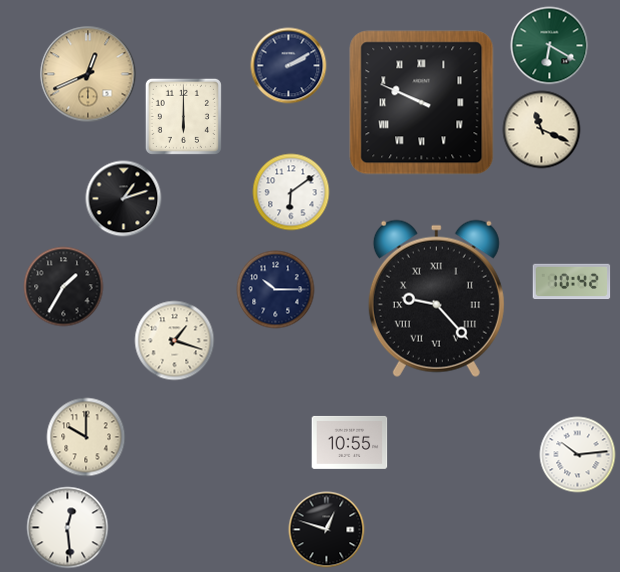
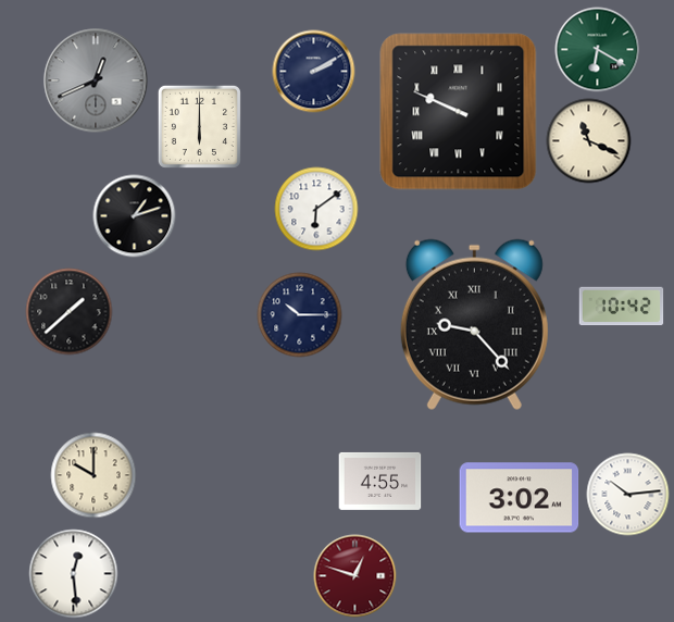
clock at (88, 74) dial: champagne -> grey
clock at (64, 287): 1:35 -> 1:38
clock at (175, 341): 1:18 -> none
clock at (350, 442): 10:55 -> 4:55
clock at (520, 498): none -> 3:02
clock at (327, 530) dial: black -> burgundy
